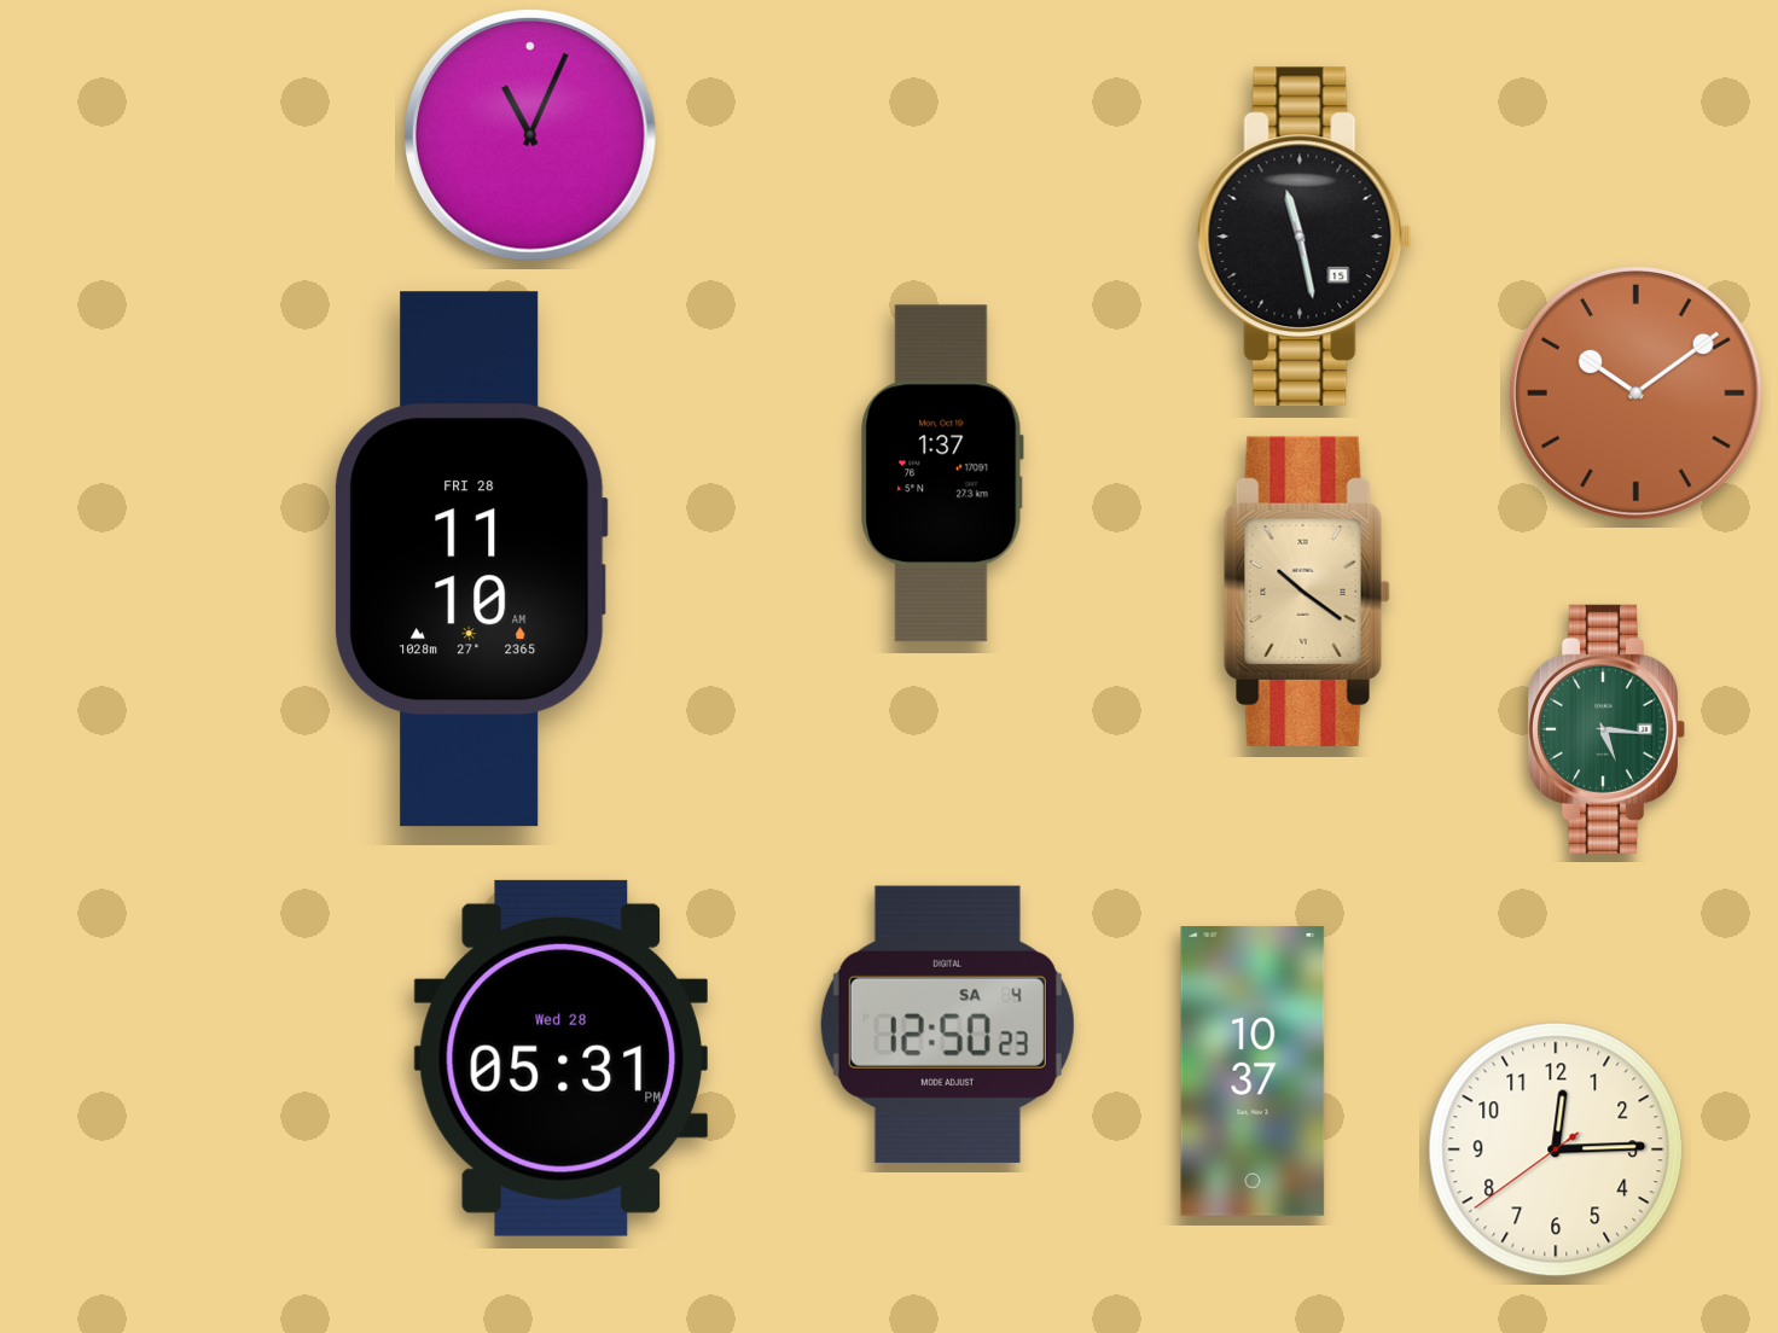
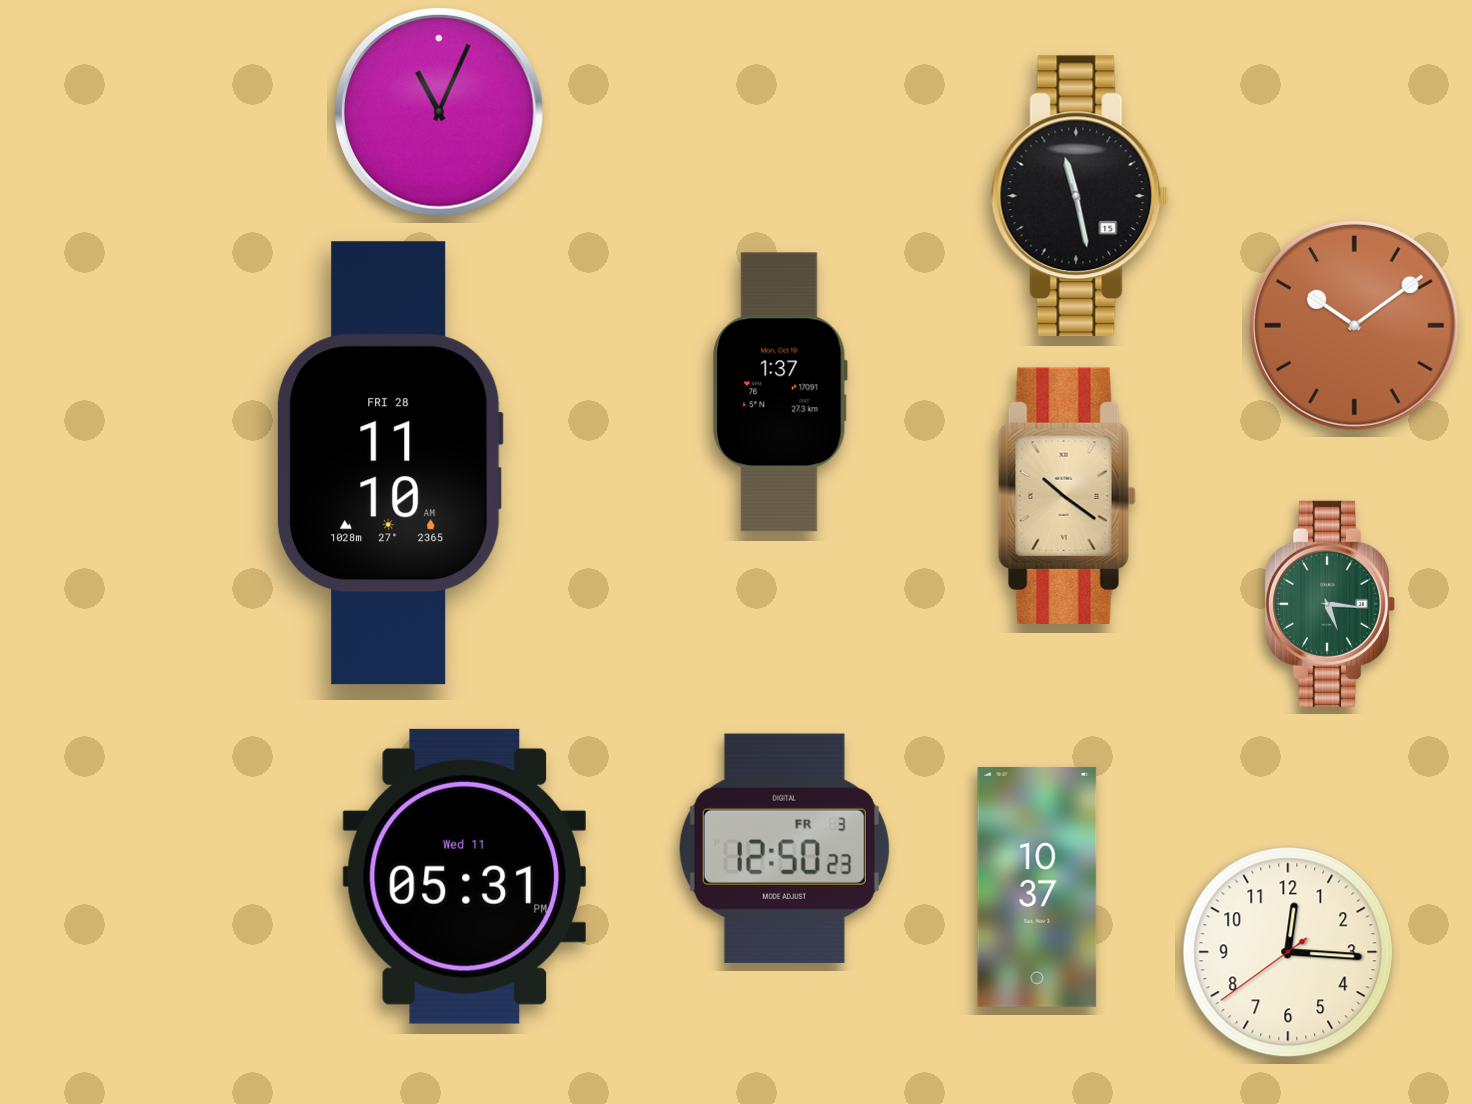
clock at (1307, 592) position: (1307, 592) -> (1067, 496)
clock at (947, 1024) date: SA 4 -> FR 3
clock at (560, 1058) date: Wed 28 -> Wed 11
clock at (1556, 1149): 12:14 -> 12:15
